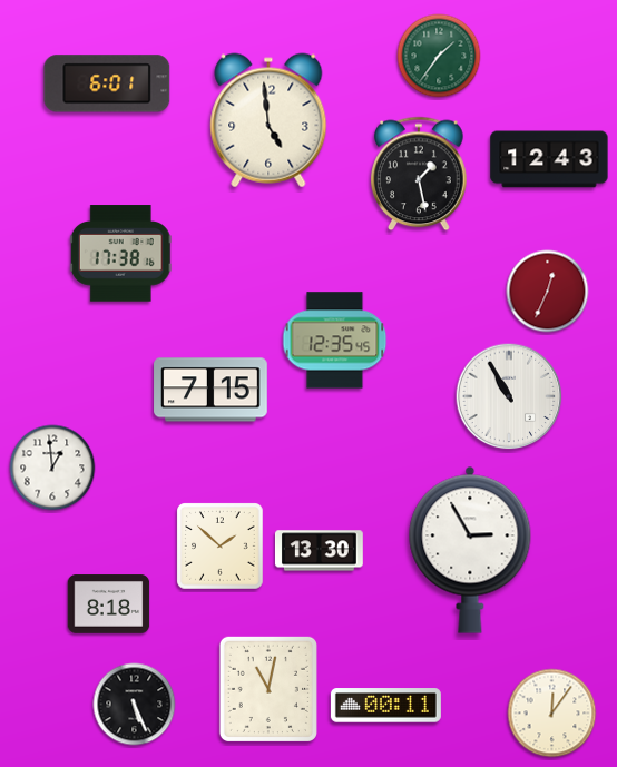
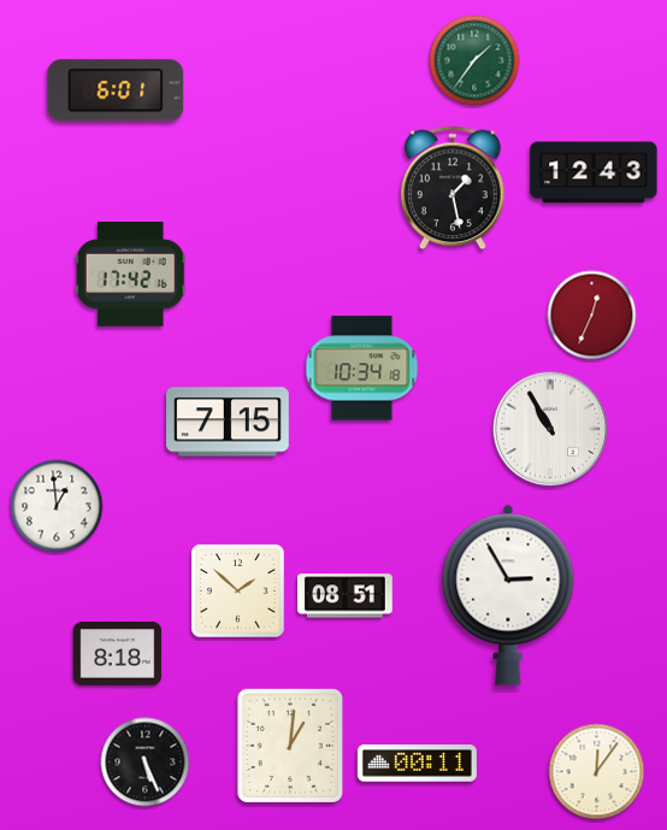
clock at (268, 120): 4:59 -> none
clock at (120, 254): 17:38 -> 17:42
clock at (335, 341): 12:35 -> 10:34
clock at (320, 551): 13:30 -> 08:51
clock at (268, 689): 11:02 -> 1:01
